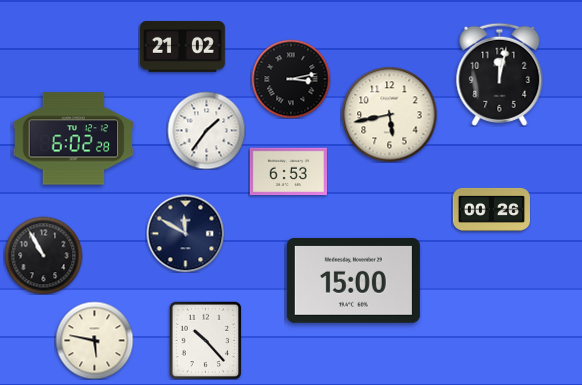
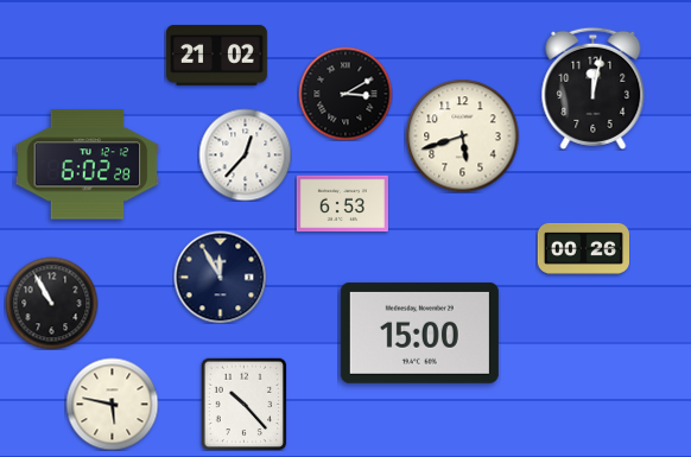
clock at (291, 79): 3:13 -> 3:10
clock at (389, 114): 5:43 -> 5:42
clock at (206, 130): 1:36 -> 12:37
clock at (185, 233): 11:50 -> 11:55
